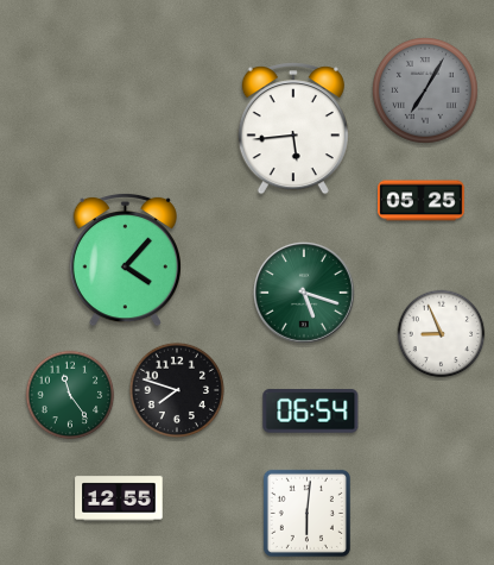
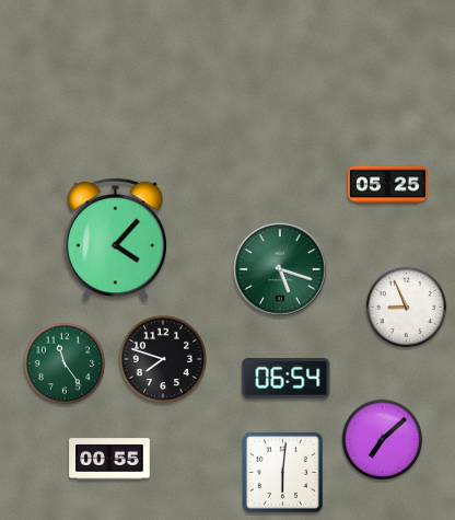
clock at (426, 92): 7:05 -> none
clock at (293, 128): 5:44 -> none
clock at (383, 440): none -> 7:08
clock at (119, 498): 12:55 -> 00:55
